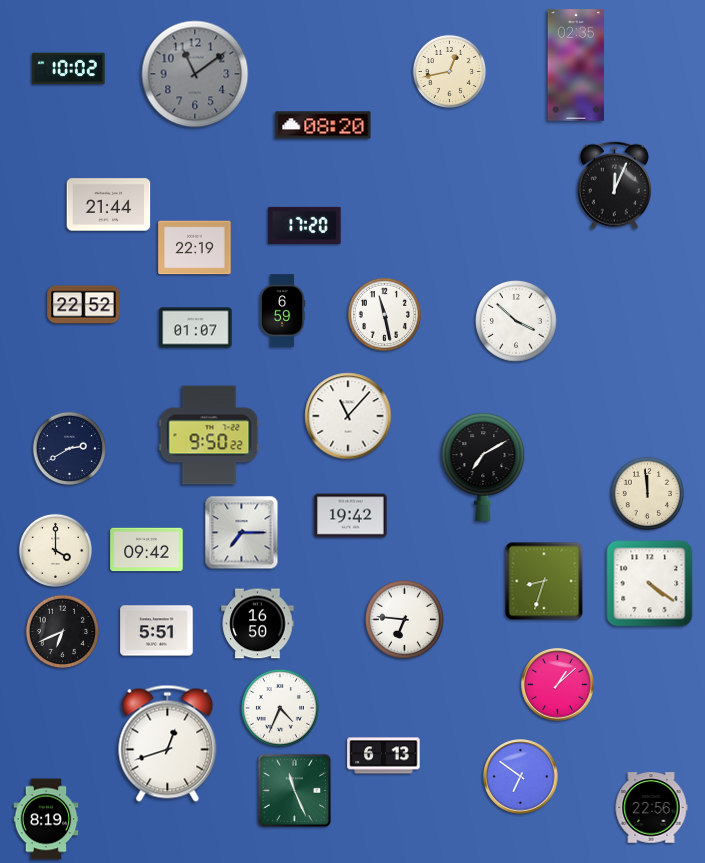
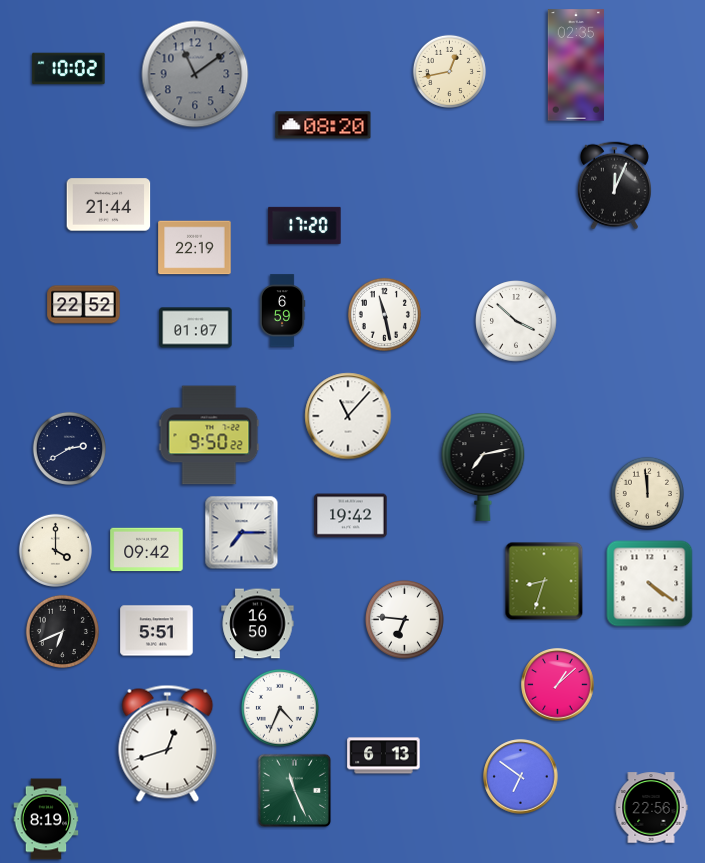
clock at (483, 467): 7:10 -> 7:13
